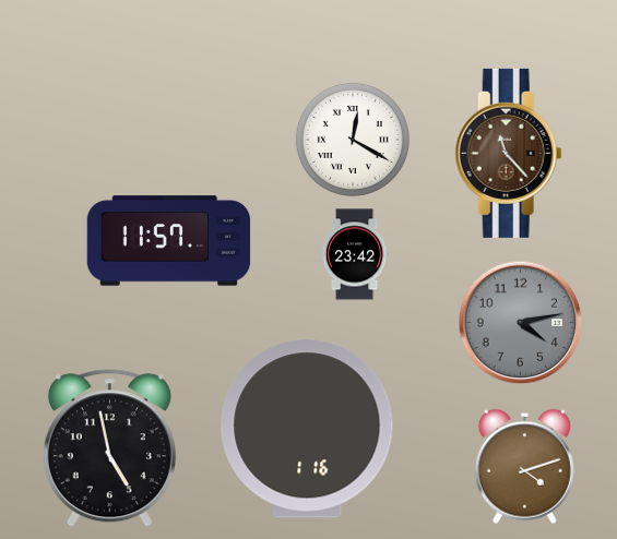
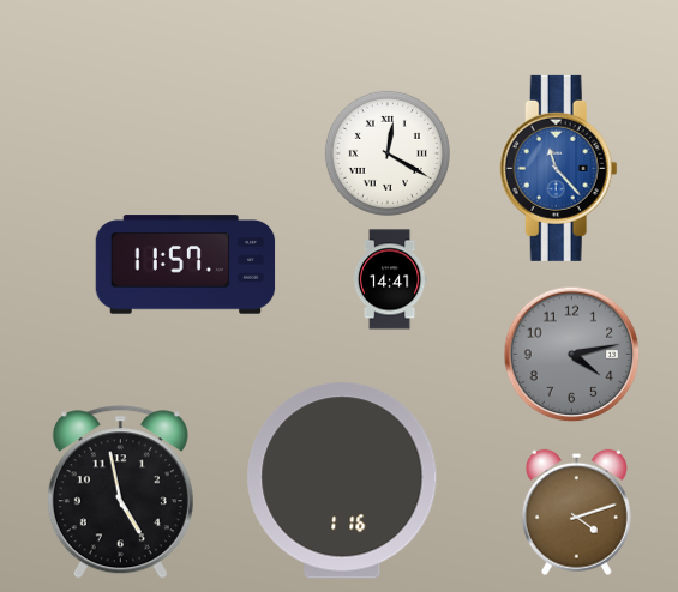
clock at (508, 153) dial: brown -> blue
clock at (355, 254): 23:42 -> 14:41
clock at (307, 429) position: (307, 429) -> (342, 481)
